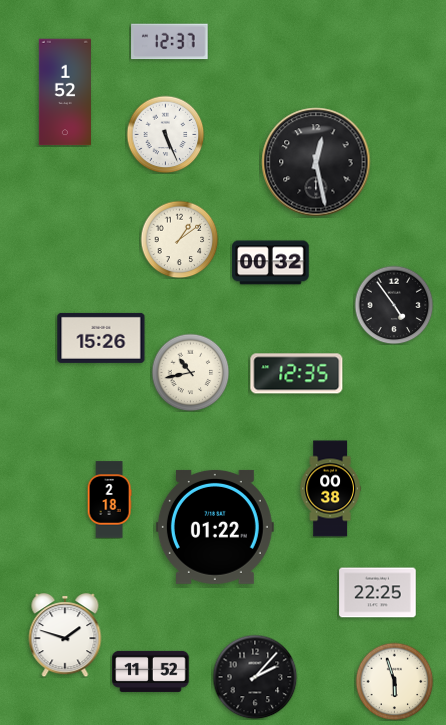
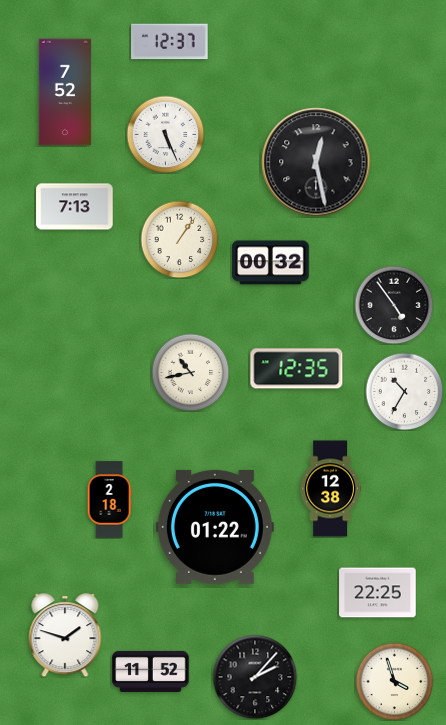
clock at (64, 92): 1:52 -> 7:52
clock at (75, 207): none -> 7:13
clock at (179, 239): 1:09 -> 1:06
clock at (101, 338): 15:26 -> none
clock at (297, 374) position: (297, 374) -> (297, 369)
clock at (404, 391): none -> 10:35
clock at (330, 489): 00:38 -> 12:38
clock at (394, 681): 5:57 -> 3:57
